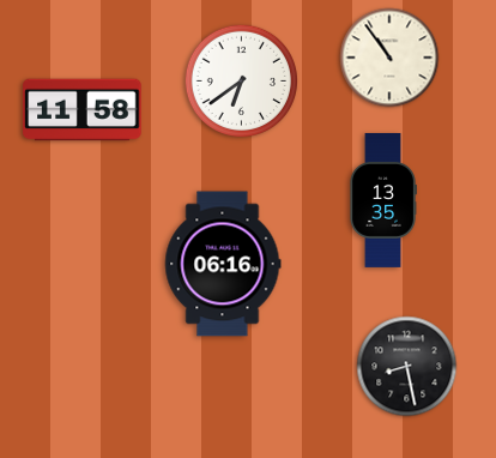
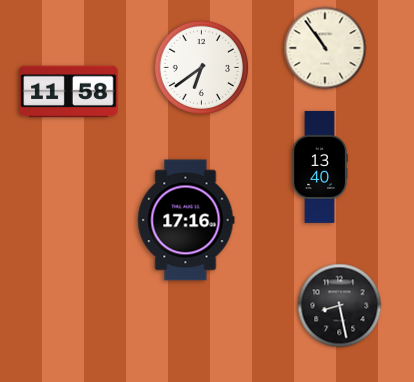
clock at (383, 200): 13:35 -> 13:40
clock at (223, 264): 06:16 -> 17:16
